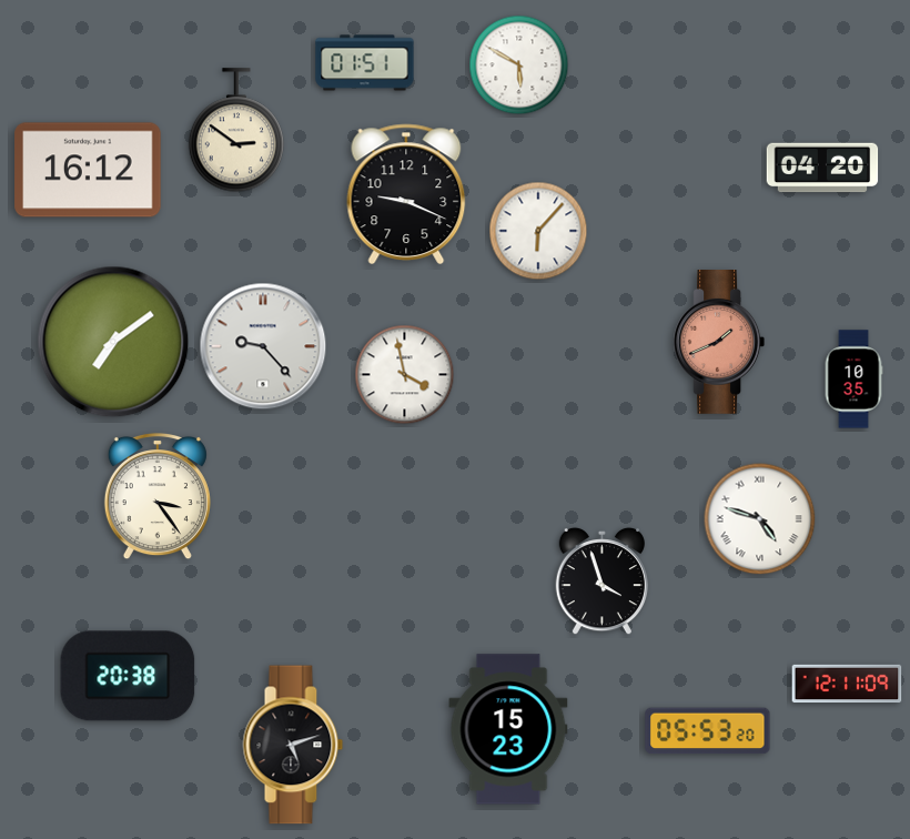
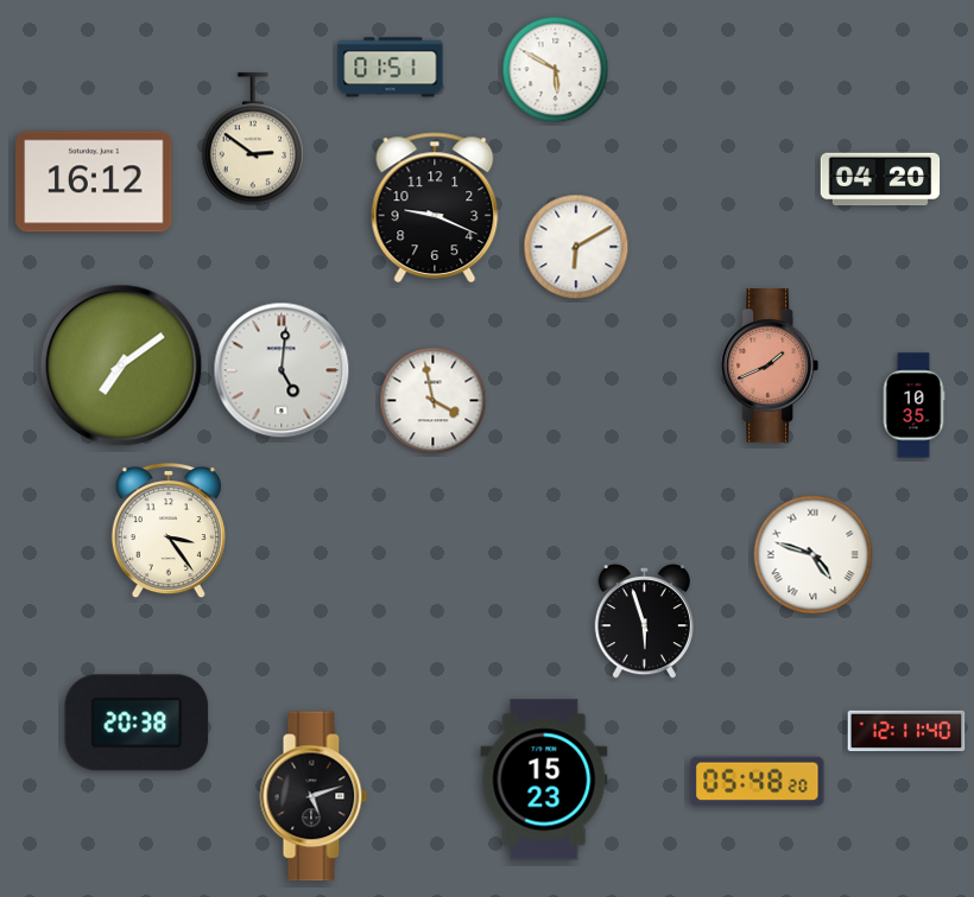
clock at (538, 231): 6:07 -> 6:10
clock at (263, 346): 9:23 -> 5:01
clock at (601, 582): 3:57 -> 5:57
clock at (847, 684): 12:11:09 -> 12:11:40
clock at (708, 731): 05:53 -> 05:48
